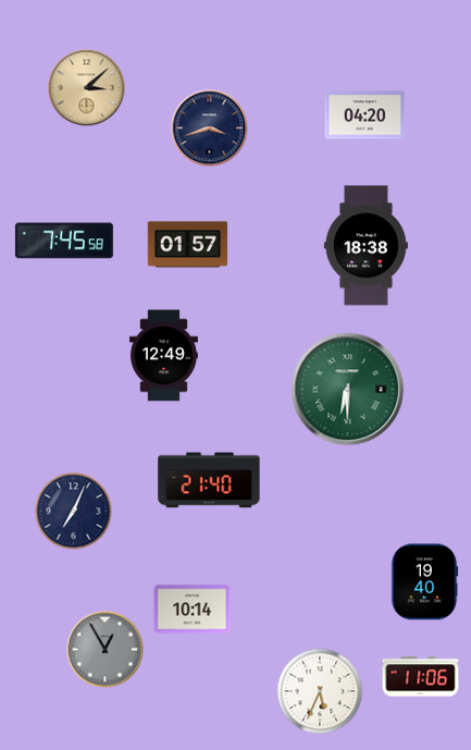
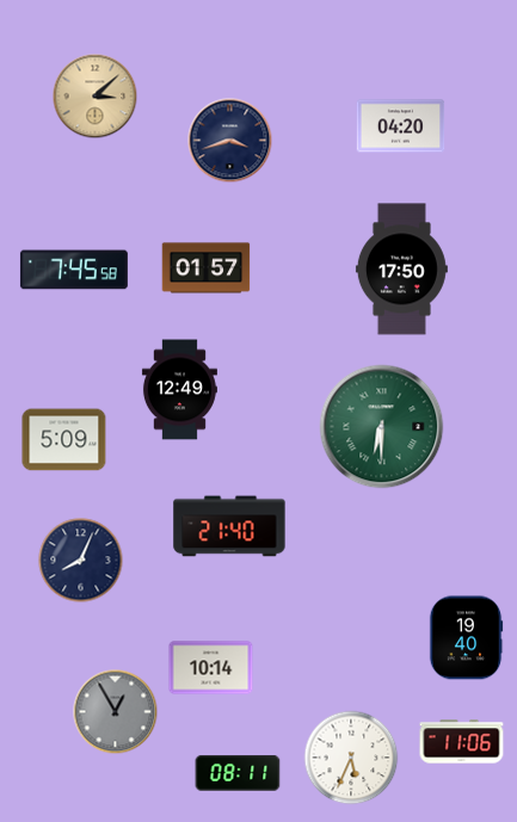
clock at (64, 241) position: (64, 241) -> (74, 270)
clock at (365, 246): 18:38 -> 17:50
clock at (64, 440): none -> 5:09
clock at (74, 512): 7:04 -> 8:04
clock at (238, 774): none -> 08:11
